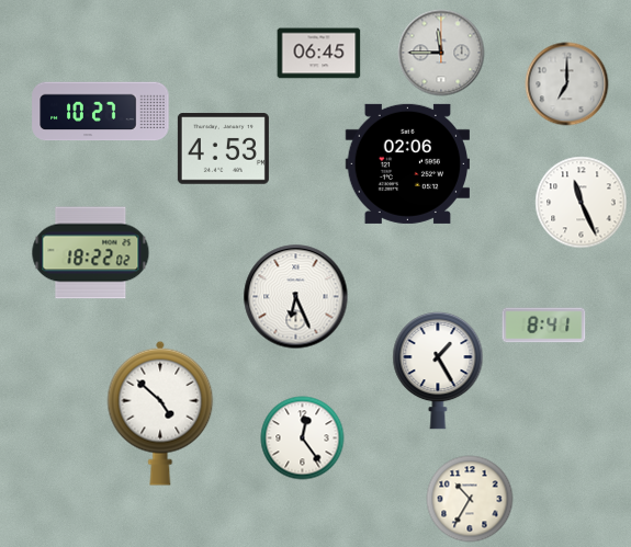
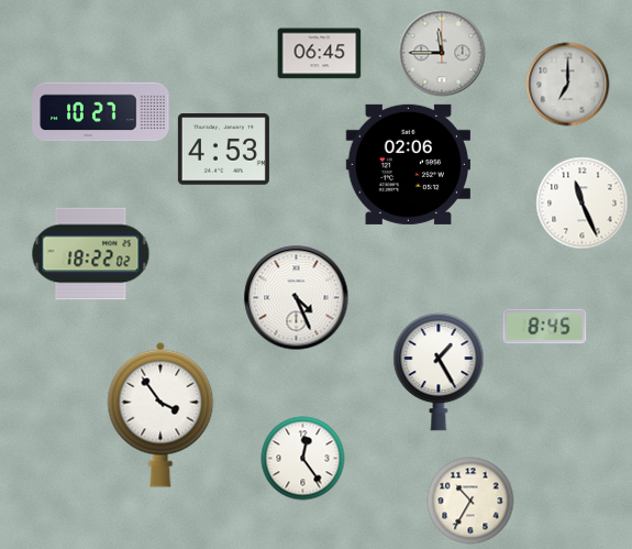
clock at (296, 297): 6:26 -> 4:26
clock at (544, 326): 8:41 -> 8:45
clock at (160, 413): 4:52 -> 3:54
clock at (303, 438) position: (303, 438) -> (303, 459)
